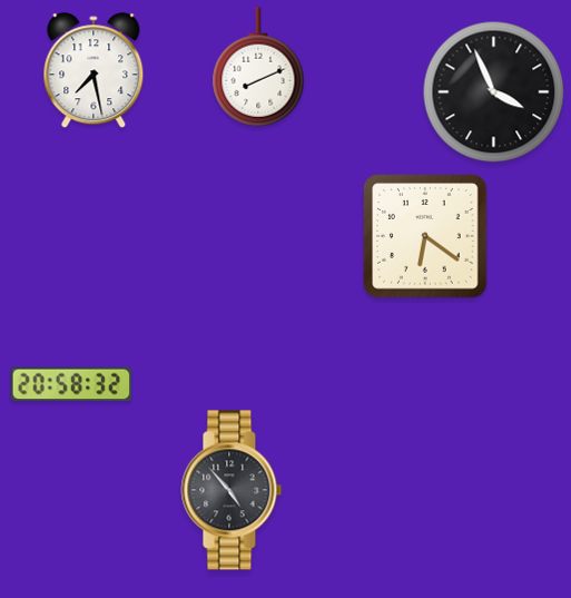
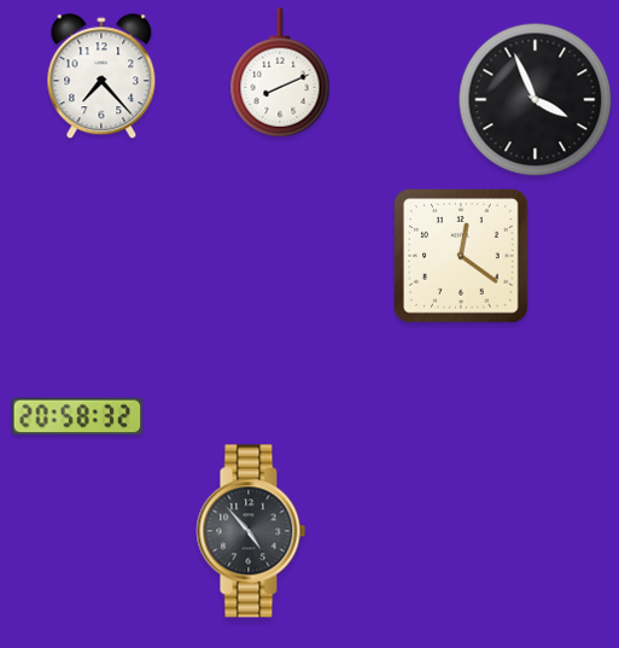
clock at (93, 71): 7:28 -> 7:23
clock at (425, 236): 6:21 -> 12:21
